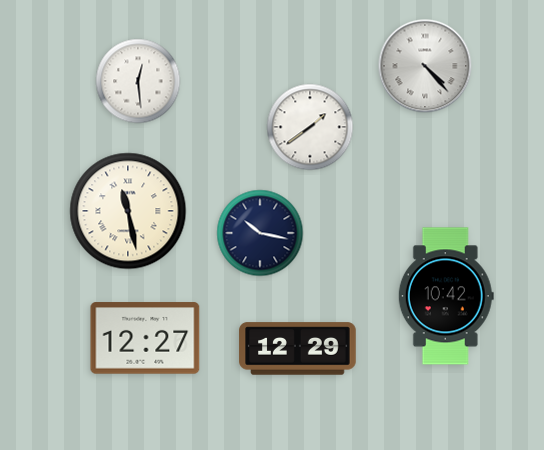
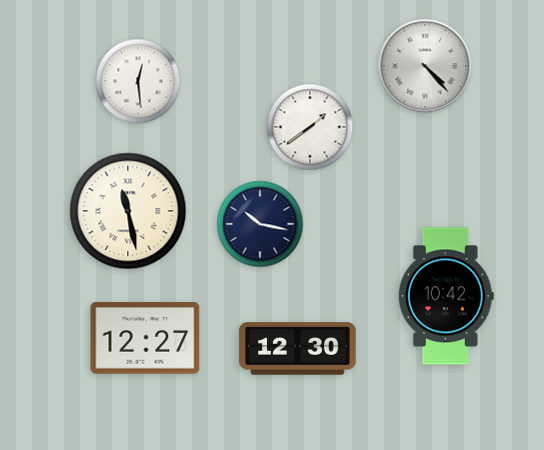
clock at (260, 233) position: (260, 233) -> (260, 224)
clock at (298, 349): 12:29 -> 12:30
